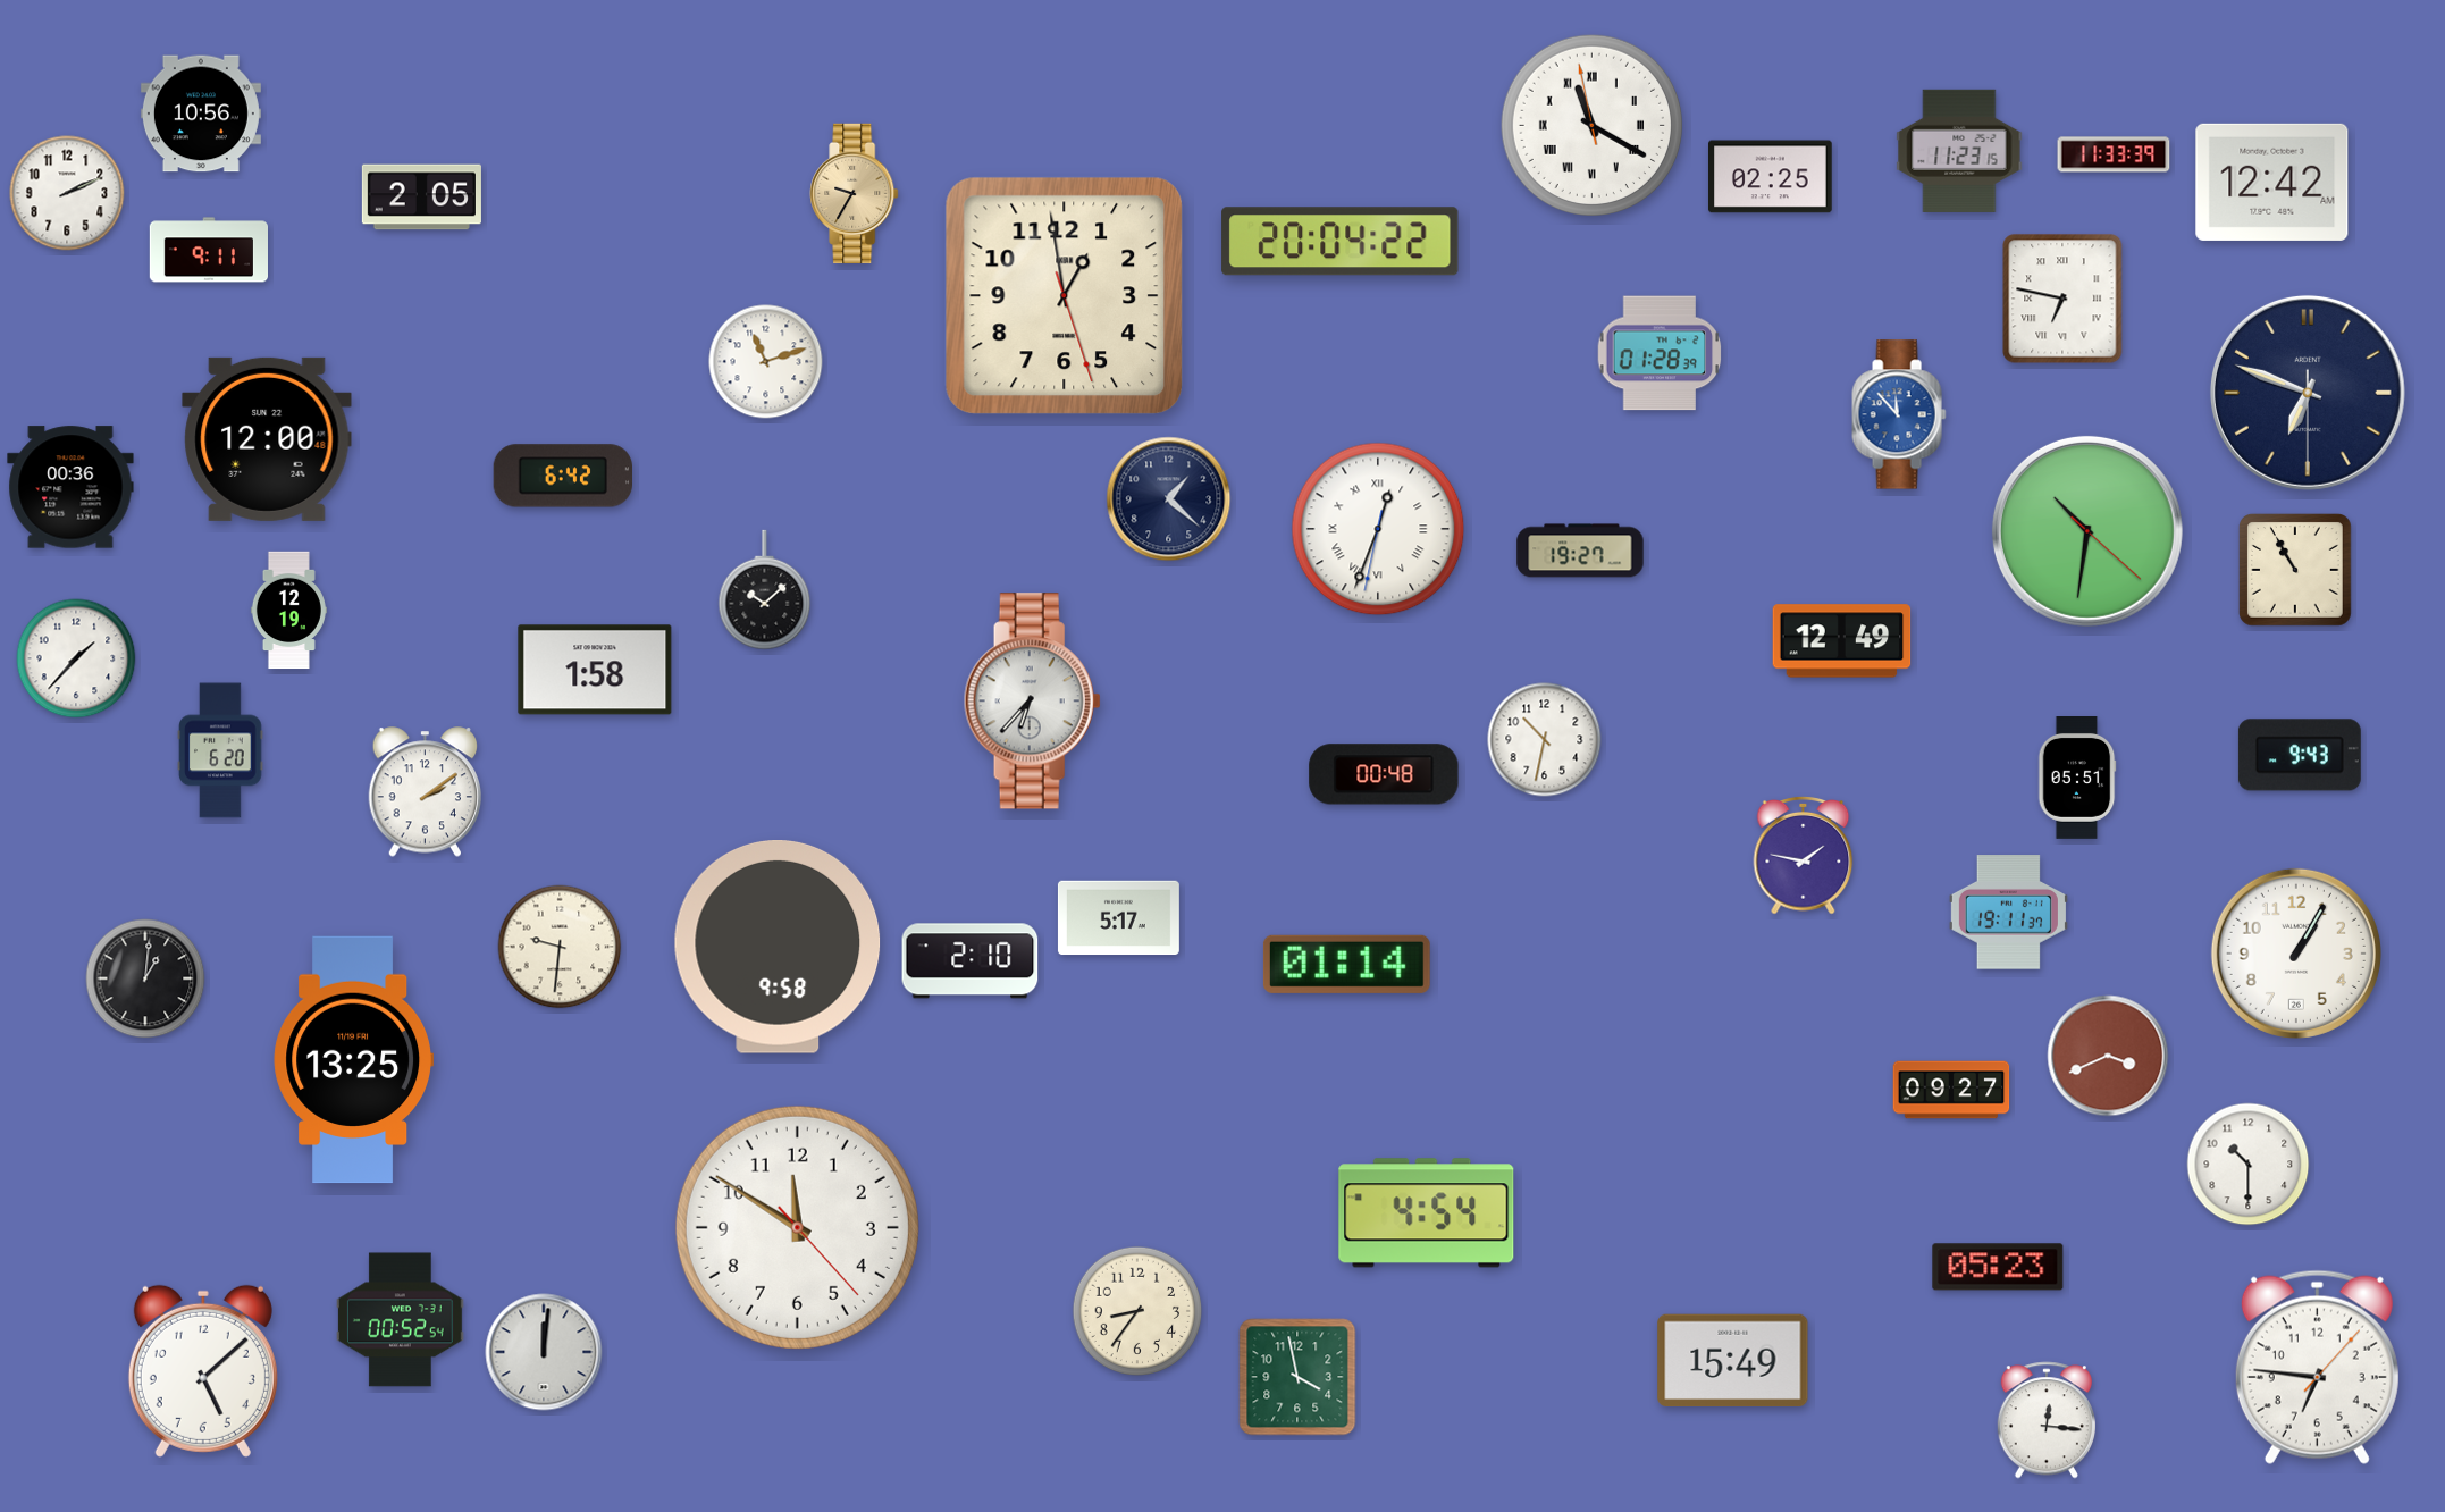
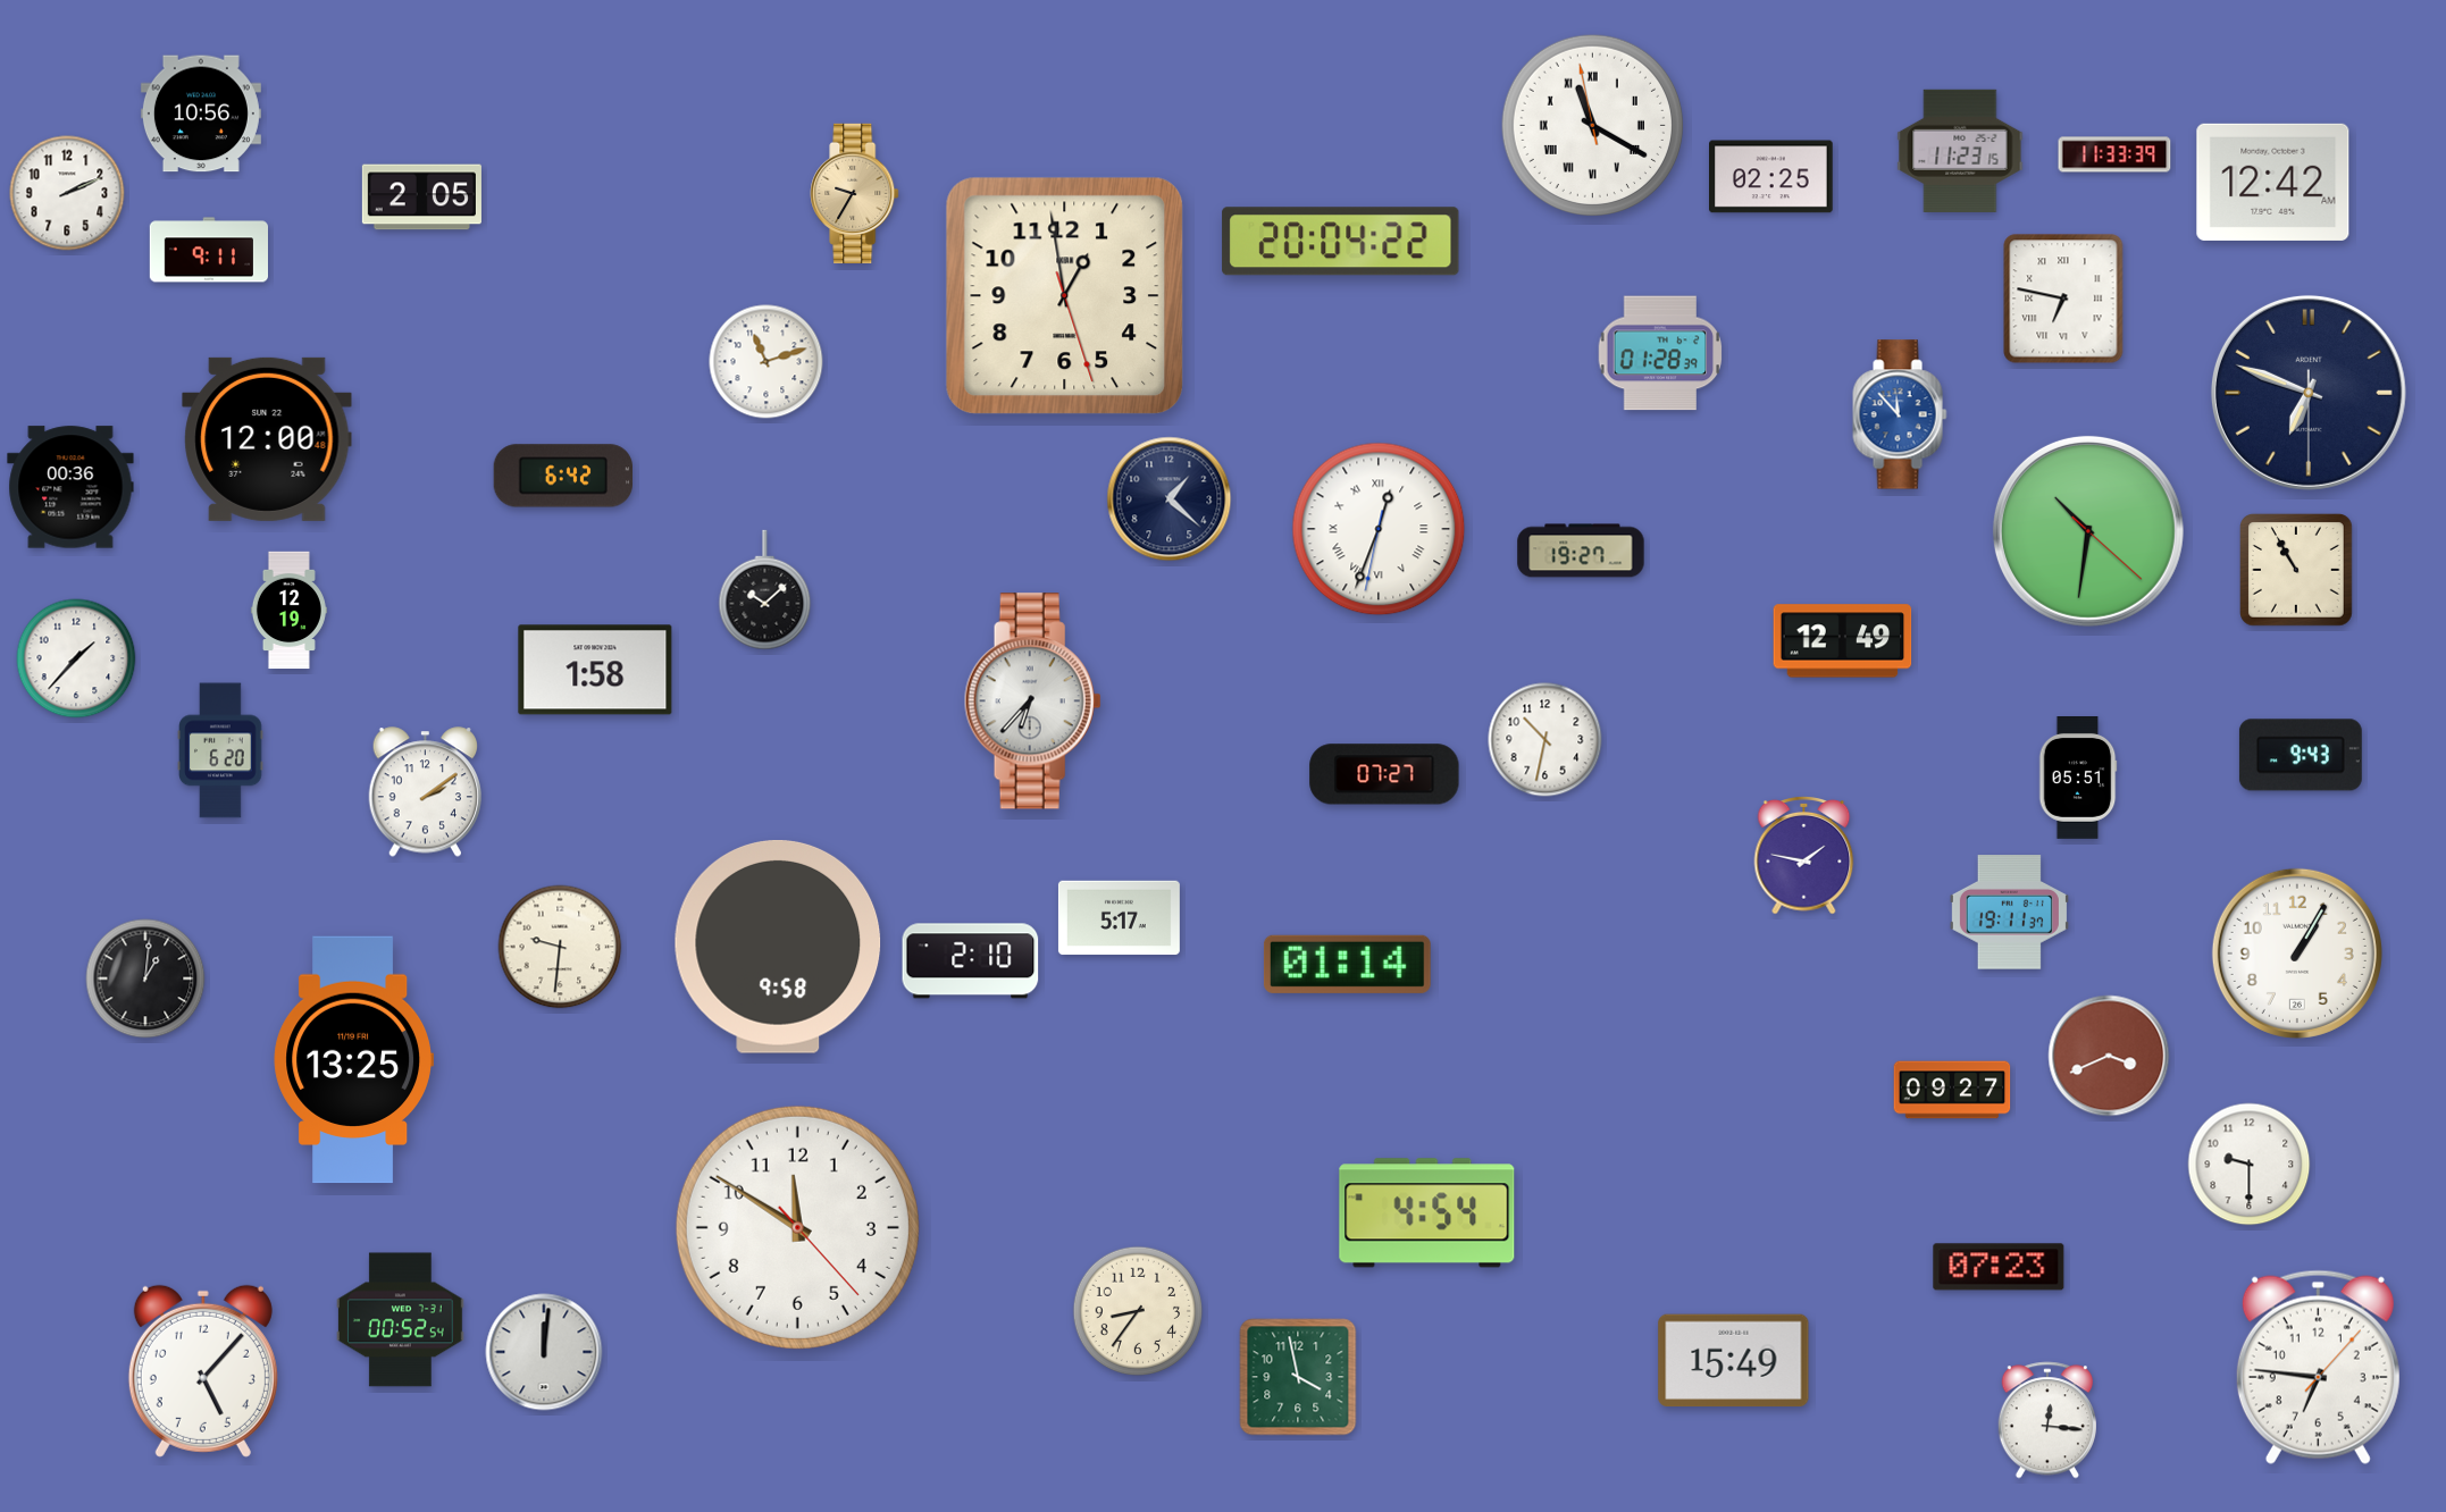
clock at (1384, 774): 00:48 -> 07:27
clock at (2249, 1165): 10:30 -> 9:30
clock at (1998, 1267): 05:23 -> 07:23
clock at (203, 1371): 5:08 -> 5:07
